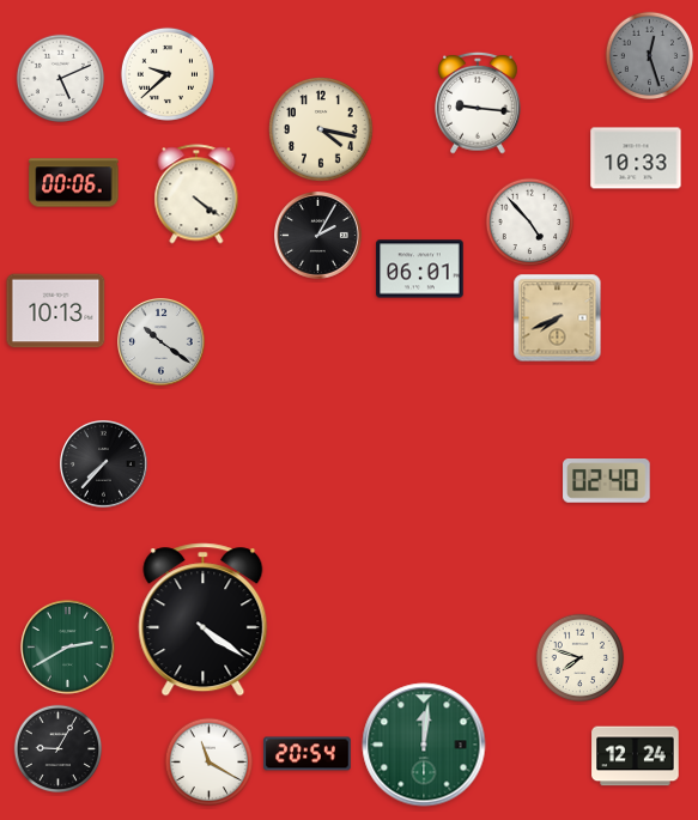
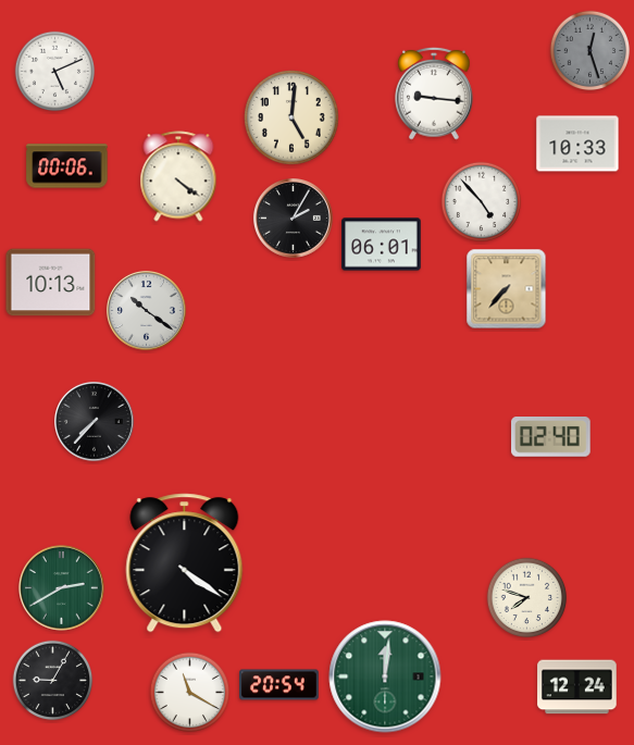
clock at (168, 74): 9:38 -> none
clock at (321, 129): 4:17 -> 5:01
clock at (318, 236) position: (318, 236) -> (294, 219)
clock at (558, 318): 7:41 -> 7:37
